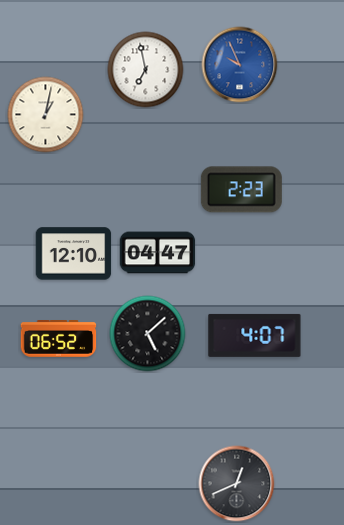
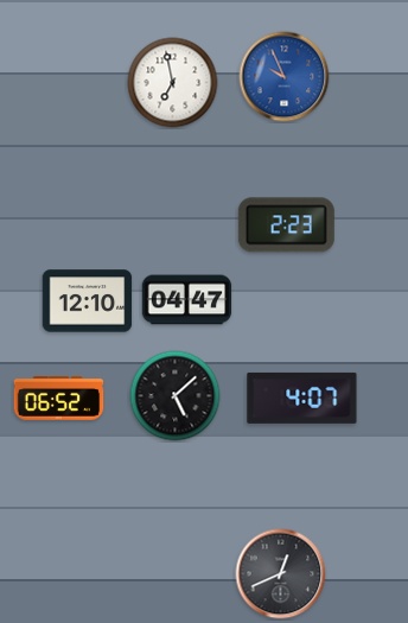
clock at (46, 115): 1:02 -> none
clock at (59, 339) position: (59, 339) -> (59, 399)
